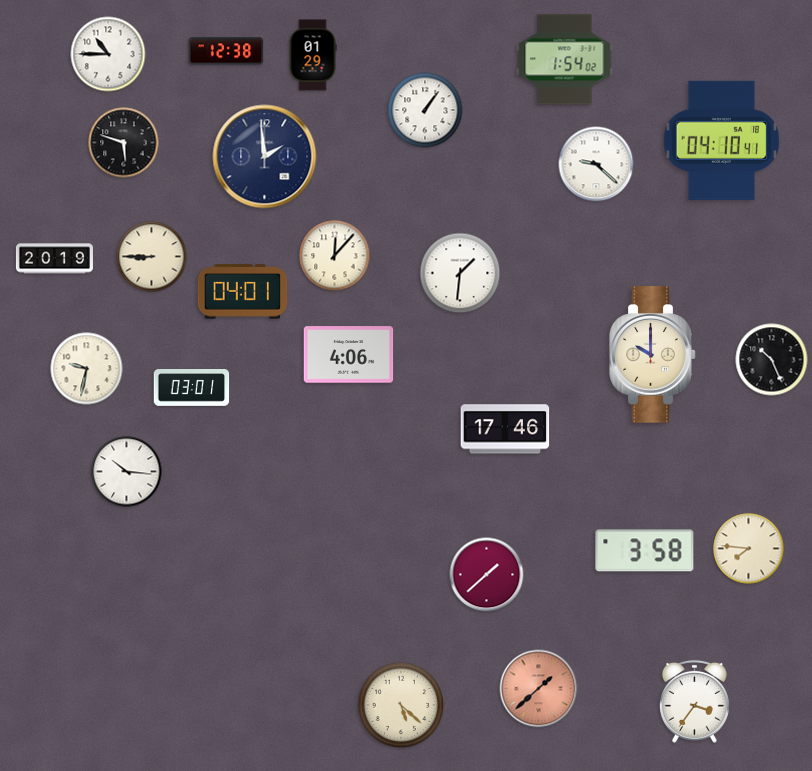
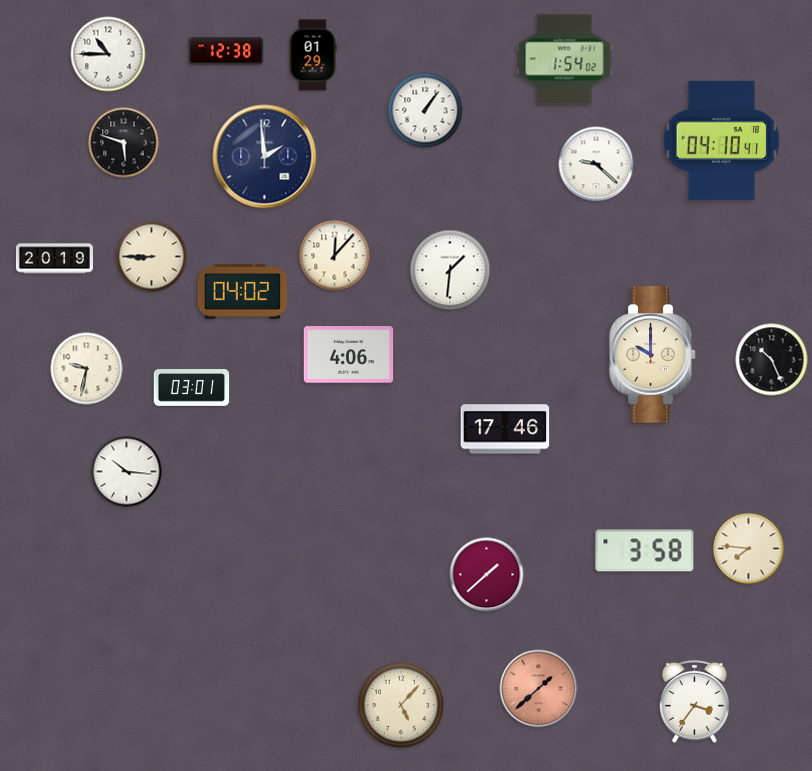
clock at (460, 273) position: (460, 273) -> (450, 270)
clock at (243, 292): 04:01 -> 04:02
clock at (400, 704): 5:22 -> 5:07
